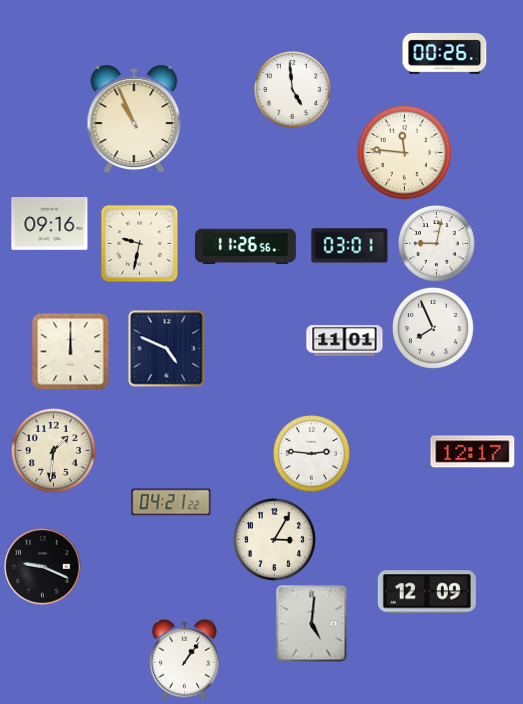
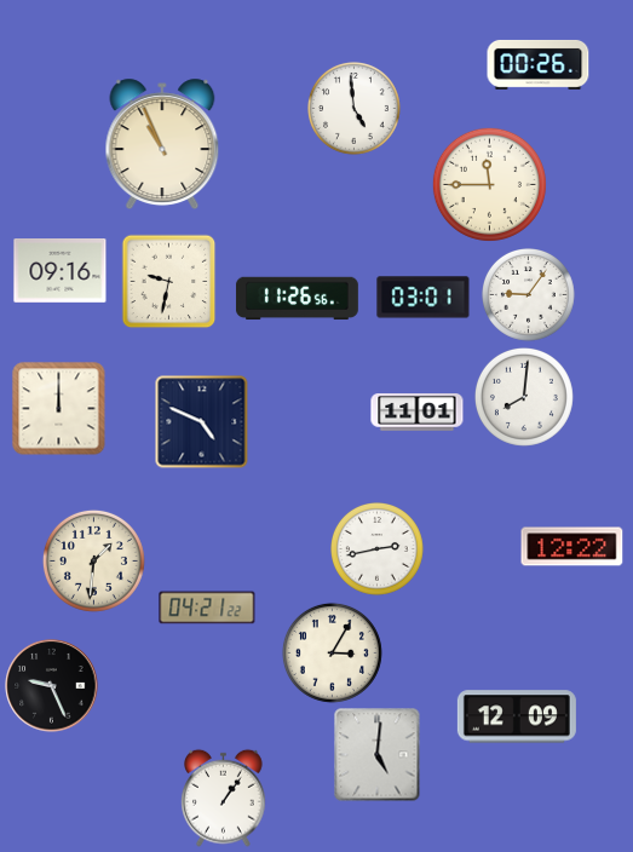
clock at (404, 152): 11:46 -> 11:45
clock at (139, 243) position: (139, 243) -> (168, 281)
clock at (437, 244): 9:02 -> 9:06
clock at (433, 328): 7:56 -> 8:01
clock at (71, 352) position: (71, 352) -> (59, 409)
clock at (53, 450) position: (53, 450) -> (93, 560)
clock at (473, 452): 12:17 -> 12:22
clock at (312, 454): 2:46 -> 2:43
clock at (43, 567): 9:19 -> 9:26
